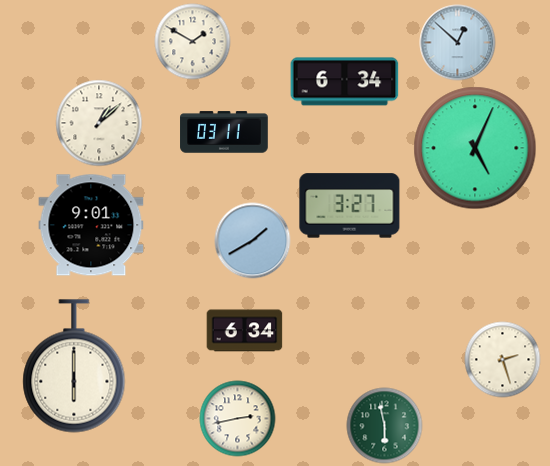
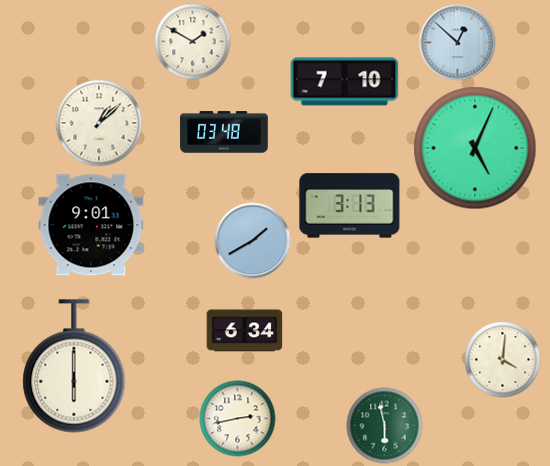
clock at (345, 82): 6:34 -> 7:10
clock at (224, 132): 03:11 -> 03:48
clock at (350, 206): 3:27 -> 3:13
clock at (503, 360): 2:27 -> 4:01
